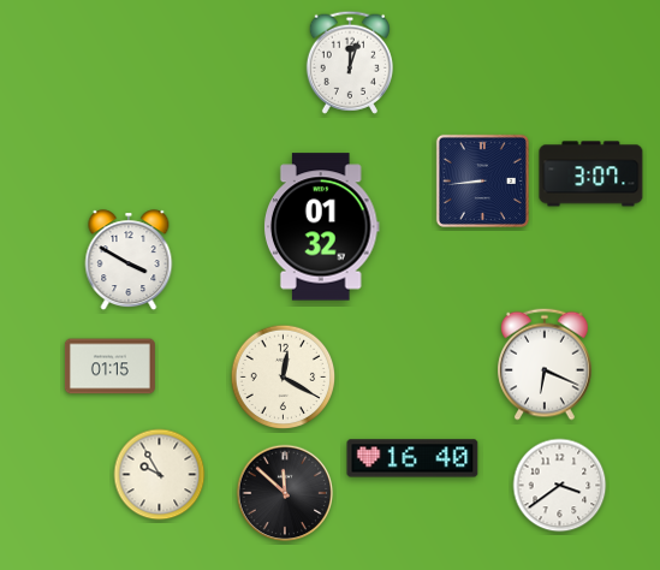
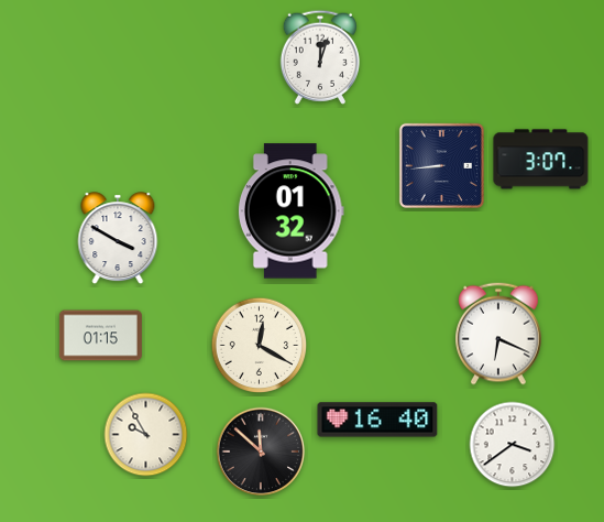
clock at (321, 227) position: (321, 227) -> (290, 211)
